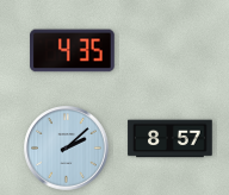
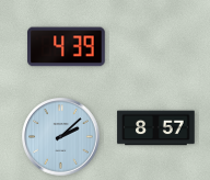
clock at (73, 51): 4:35 -> 4:39
